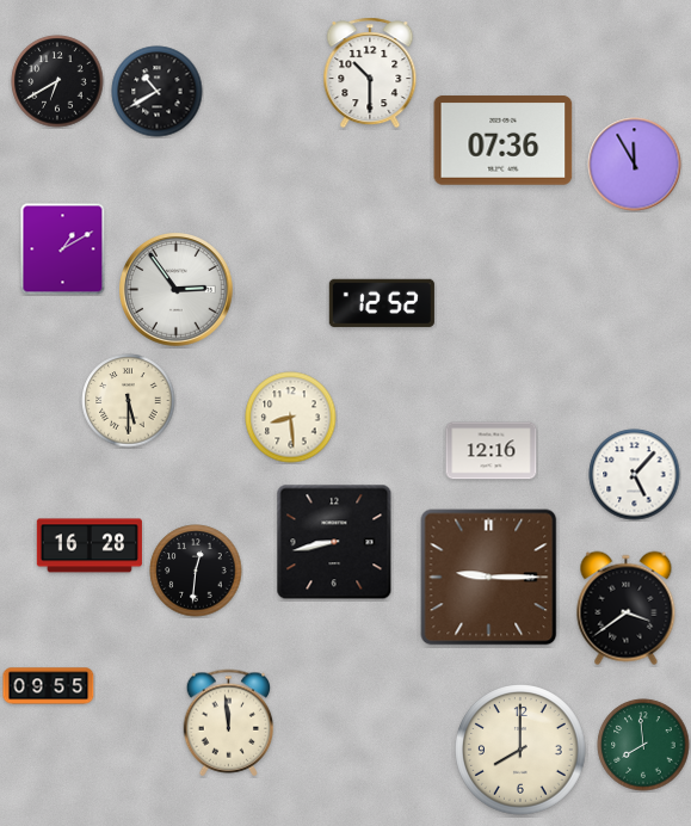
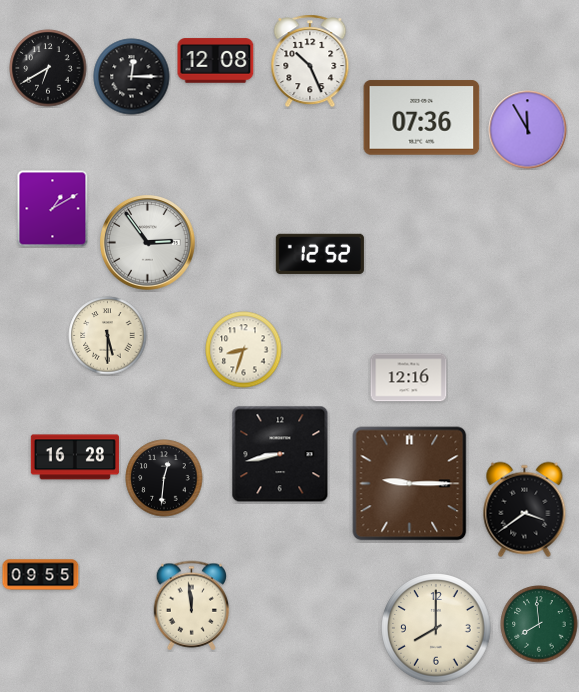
clock at (216, 61): none -> 12:08
clock at (370, 73): 10:30 -> 10:26
clock at (158, 92): 10:40 -> 12:15
clock at (635, 165) position: (635, 165) -> (528, 130)
clock at (291, 418): 8:29 -> 8:33
clock at (492, 451) position: (492, 451) -> (409, 378)
clock at (635, 475): 5:07 -> none
